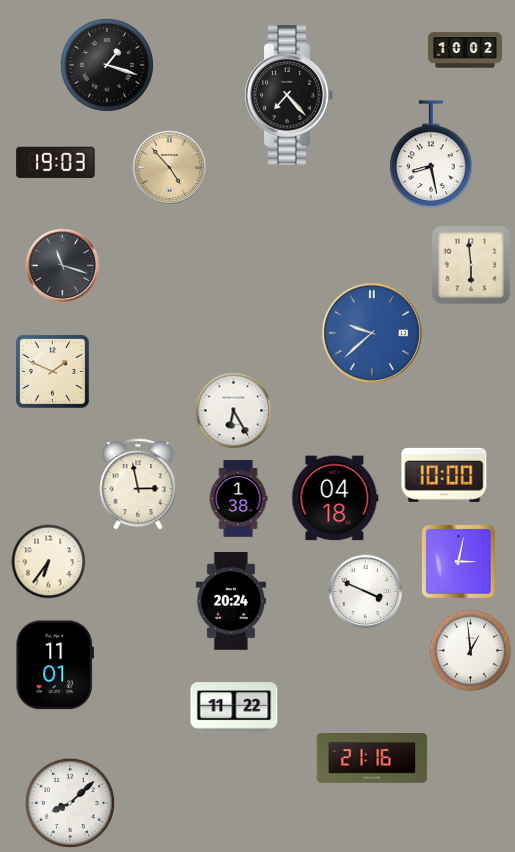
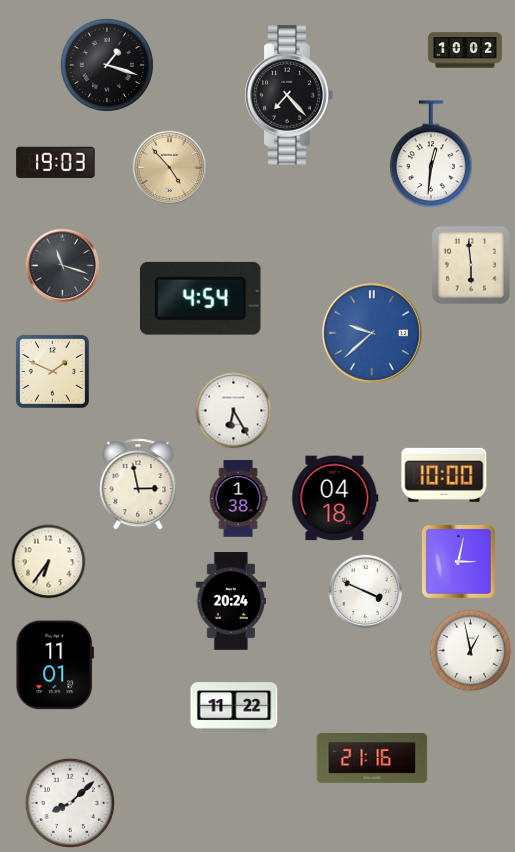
clock at (431, 154): 8:28 -> 12:31
clock at (200, 298): none -> 4:54
clock at (471, 651): 12:59 -> 12:58
